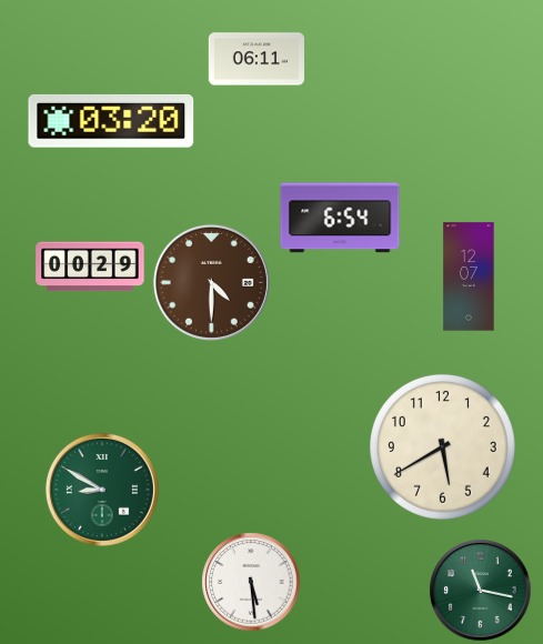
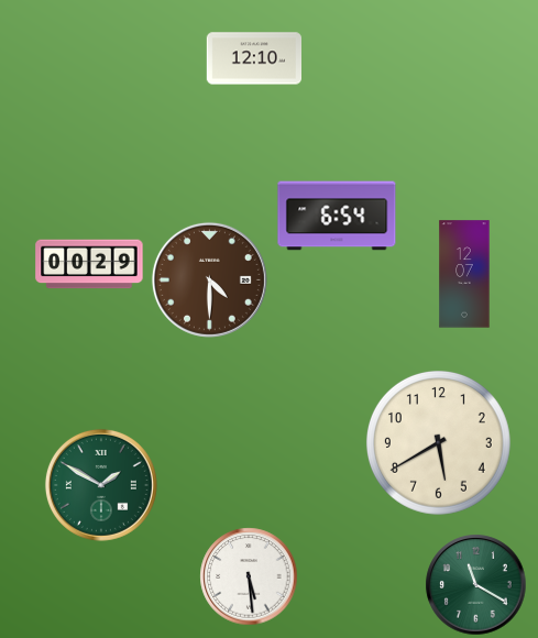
clock at (255, 59): 06:11 -> 12:10
clock at (111, 121): 03:20 -> none
clock at (102, 490): 8:50 -> 1:50
clock at (481, 591): 11:17 -> 11:20
